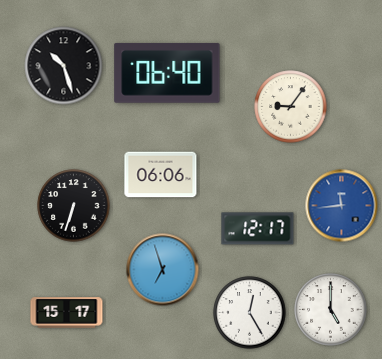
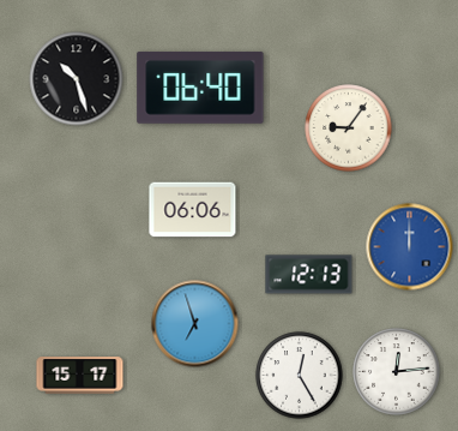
clock at (74, 206): 6:33 -> none
clock at (342, 206): 11:44 -> 12:00
clock at (258, 229): 12:17 -> 12:13
clock at (331, 310): 5:00 -> 12:14
